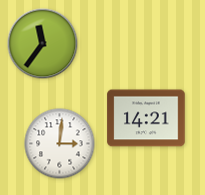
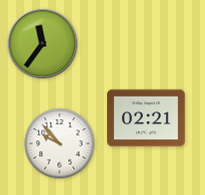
clock at (146, 118): 14:21 -> 02:21
clock at (60, 144): 3:01 -> 9:53
